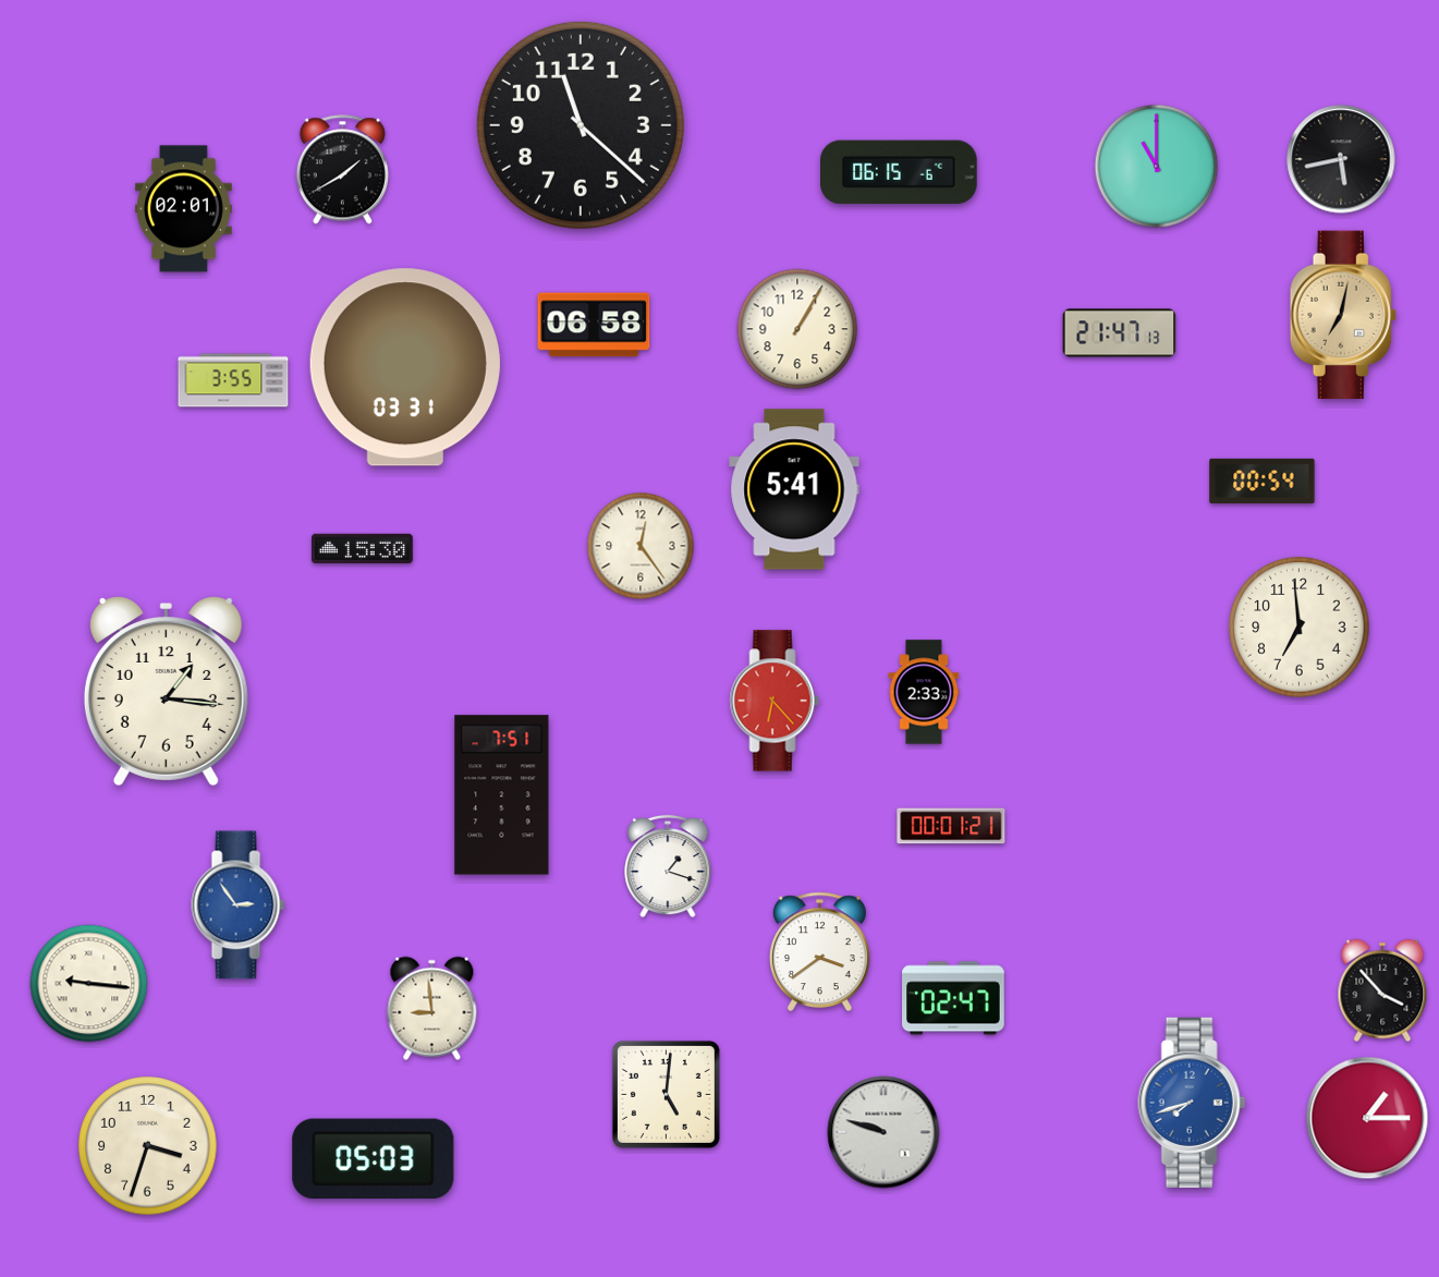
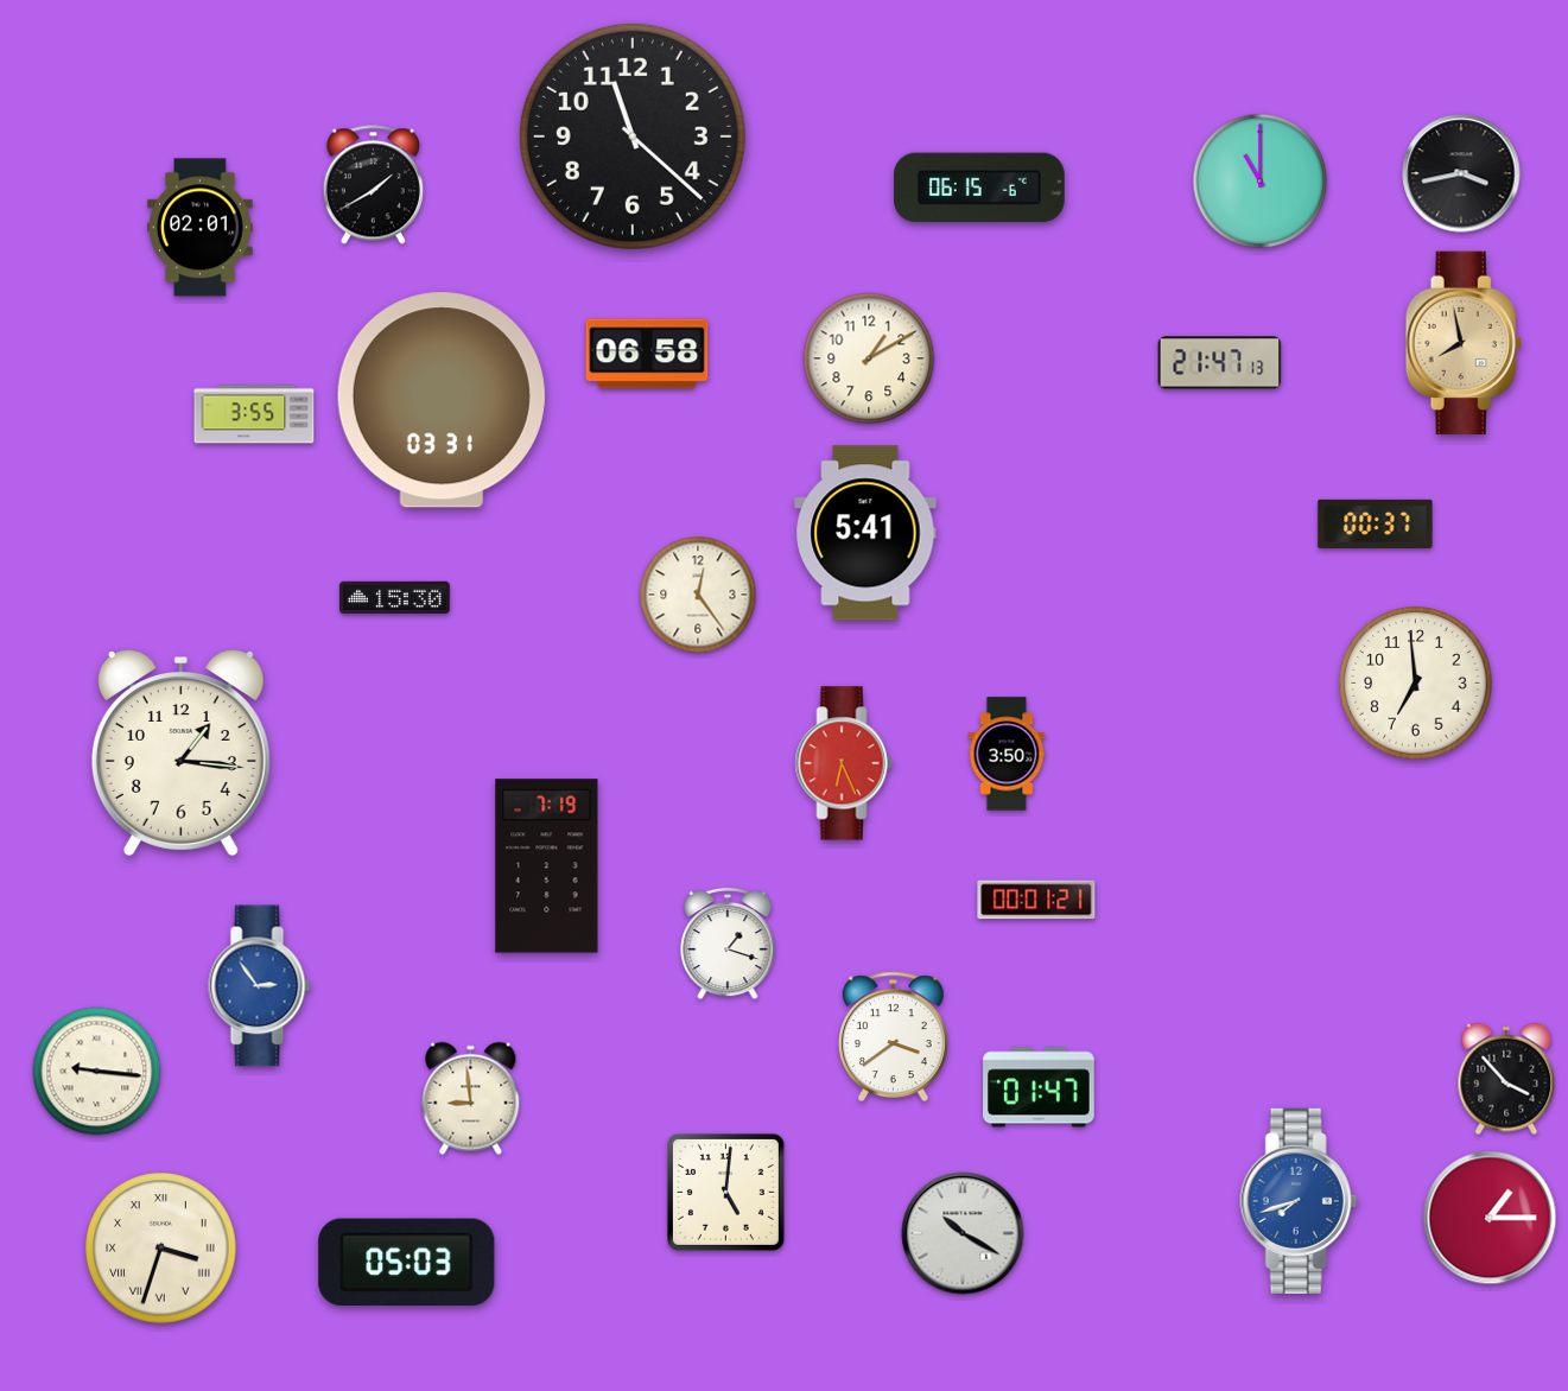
clock at (1341, 159): 5:43 -> 3:43
clock at (1343, 315): 7:02 -> 7:58
clock at (797, 329): 1:05 -> 1:10
clock at (1263, 481): 00:54 -> 00:37
clock at (924, 692): 2:33 -> 3:50
clock at (775, 701): 6:23 -> 6:26
clock at (502, 795): 7:51 -> 7:19
clock at (953, 998): 02:47 -> 01:47
clock at (883, 1132): 9:48 -> 10:20
clock at (148, 1146) numerals: Arabic -> Roman
